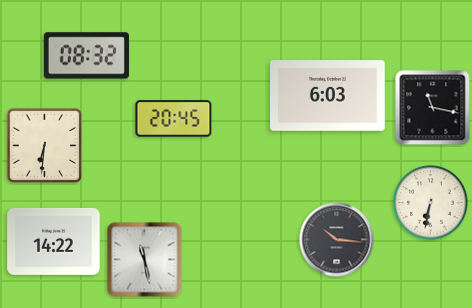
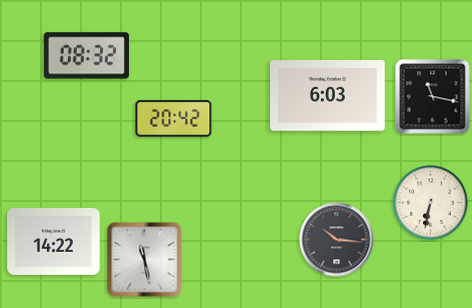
clock at (433, 108) position: (433, 108) -> (433, 97)
clock at (174, 119): 20:45 -> 20:42
clock at (44, 145): 6:31 -> none
